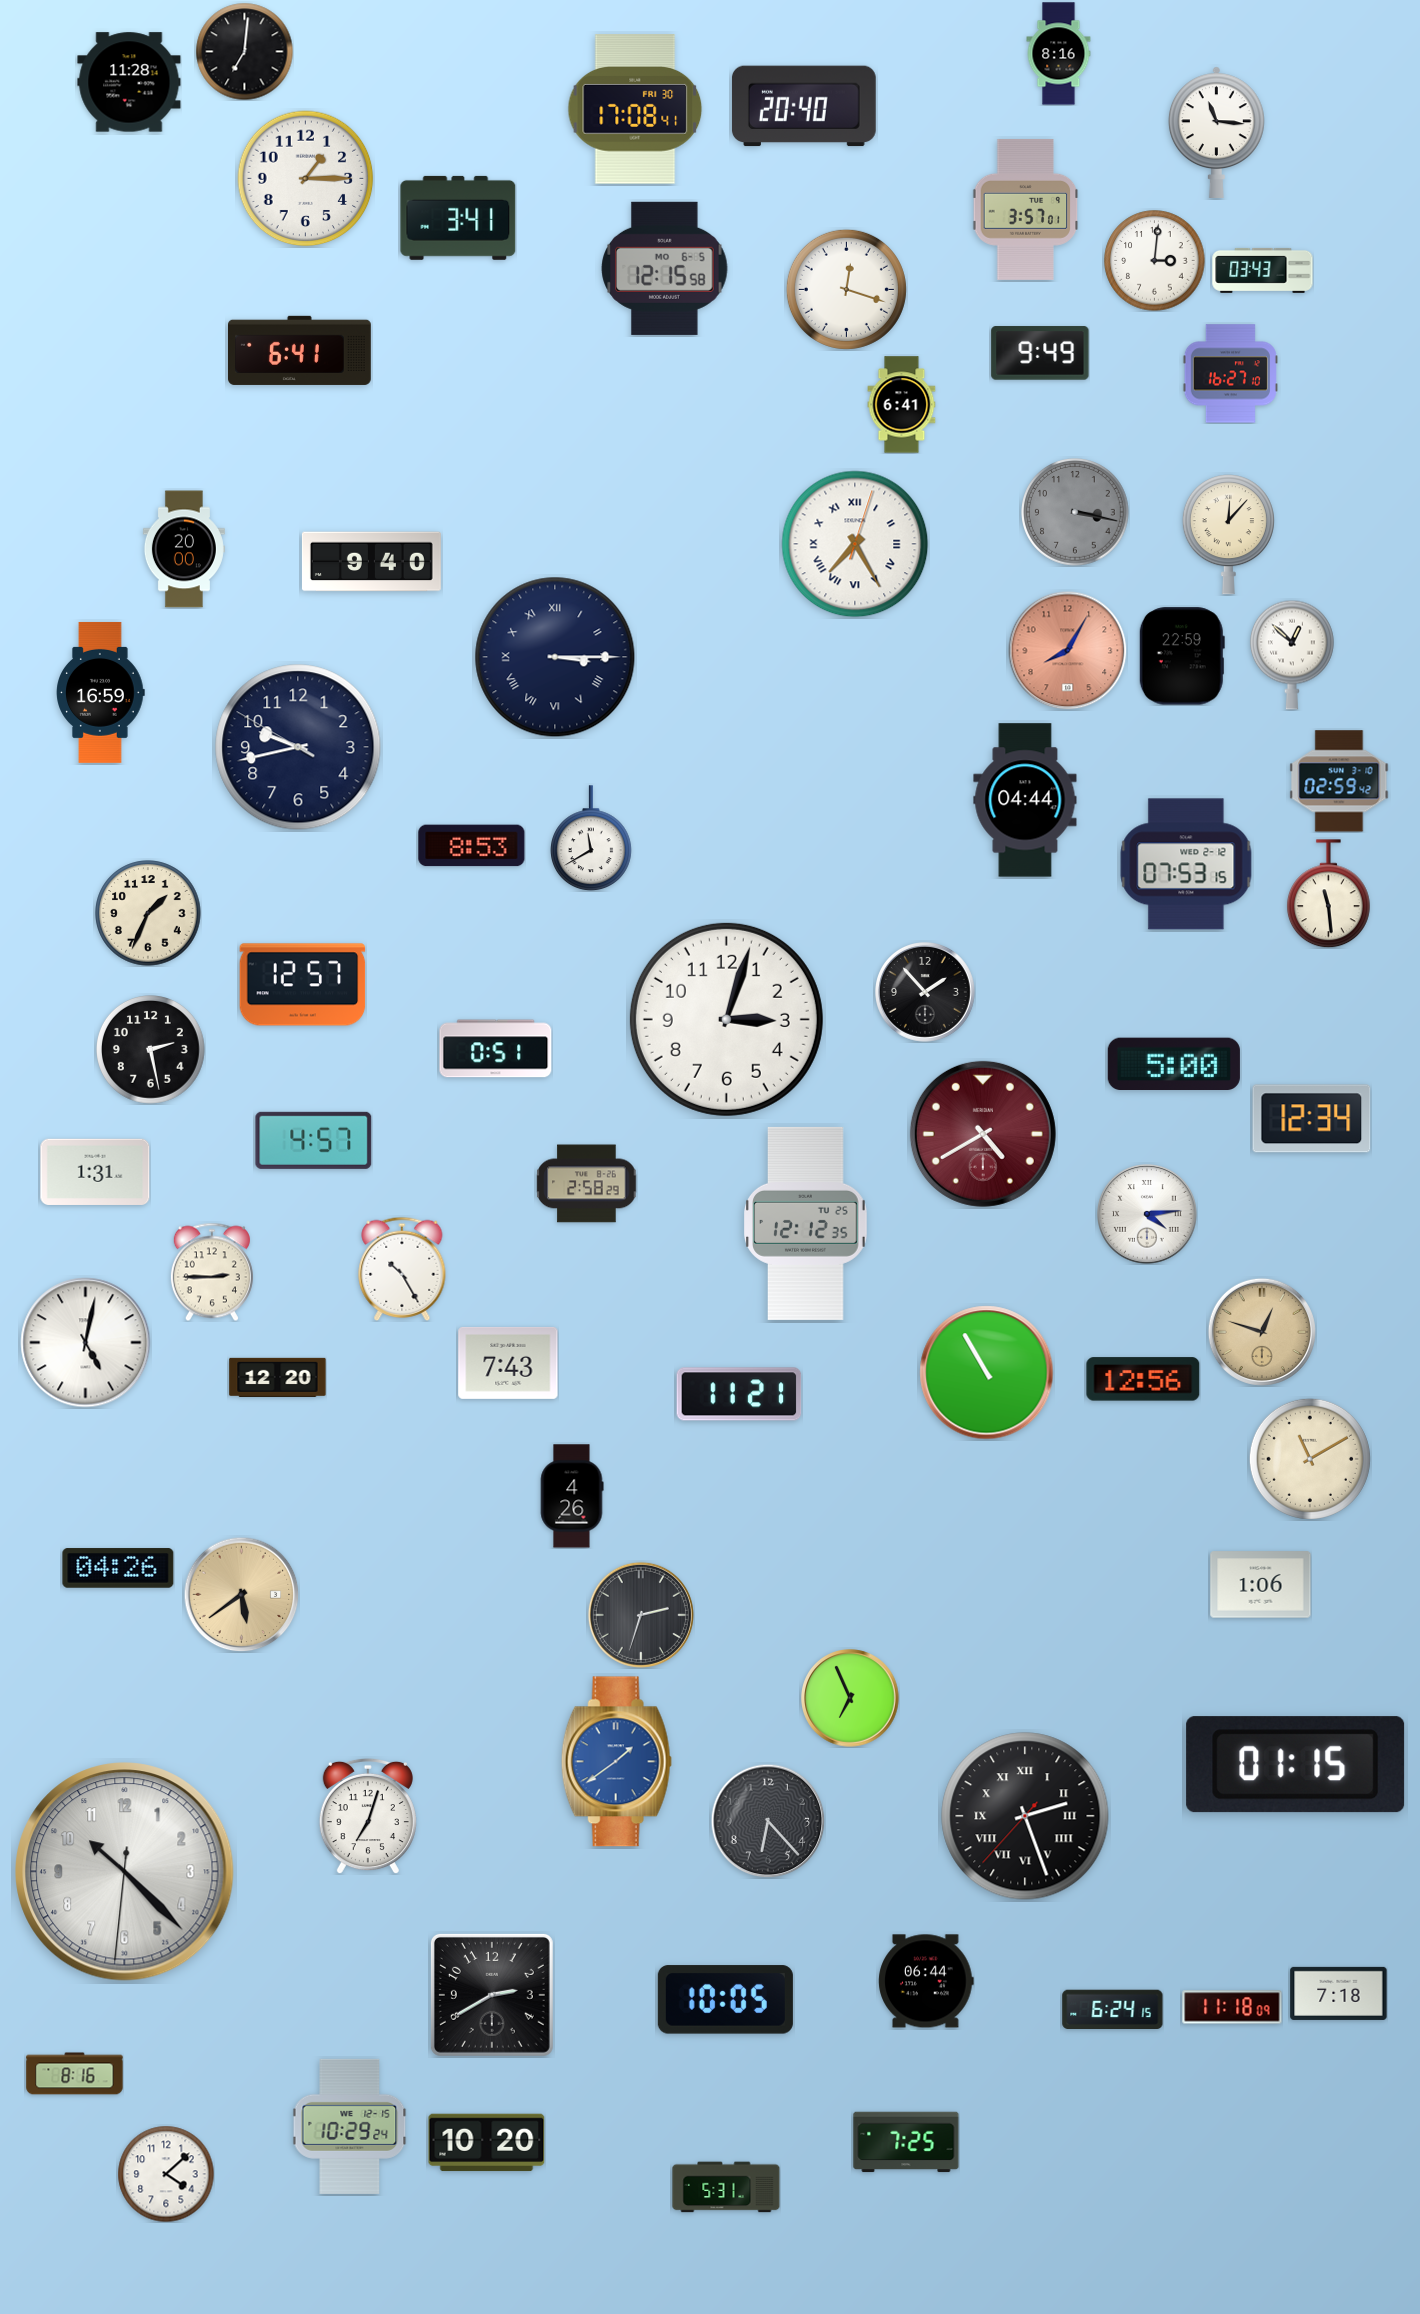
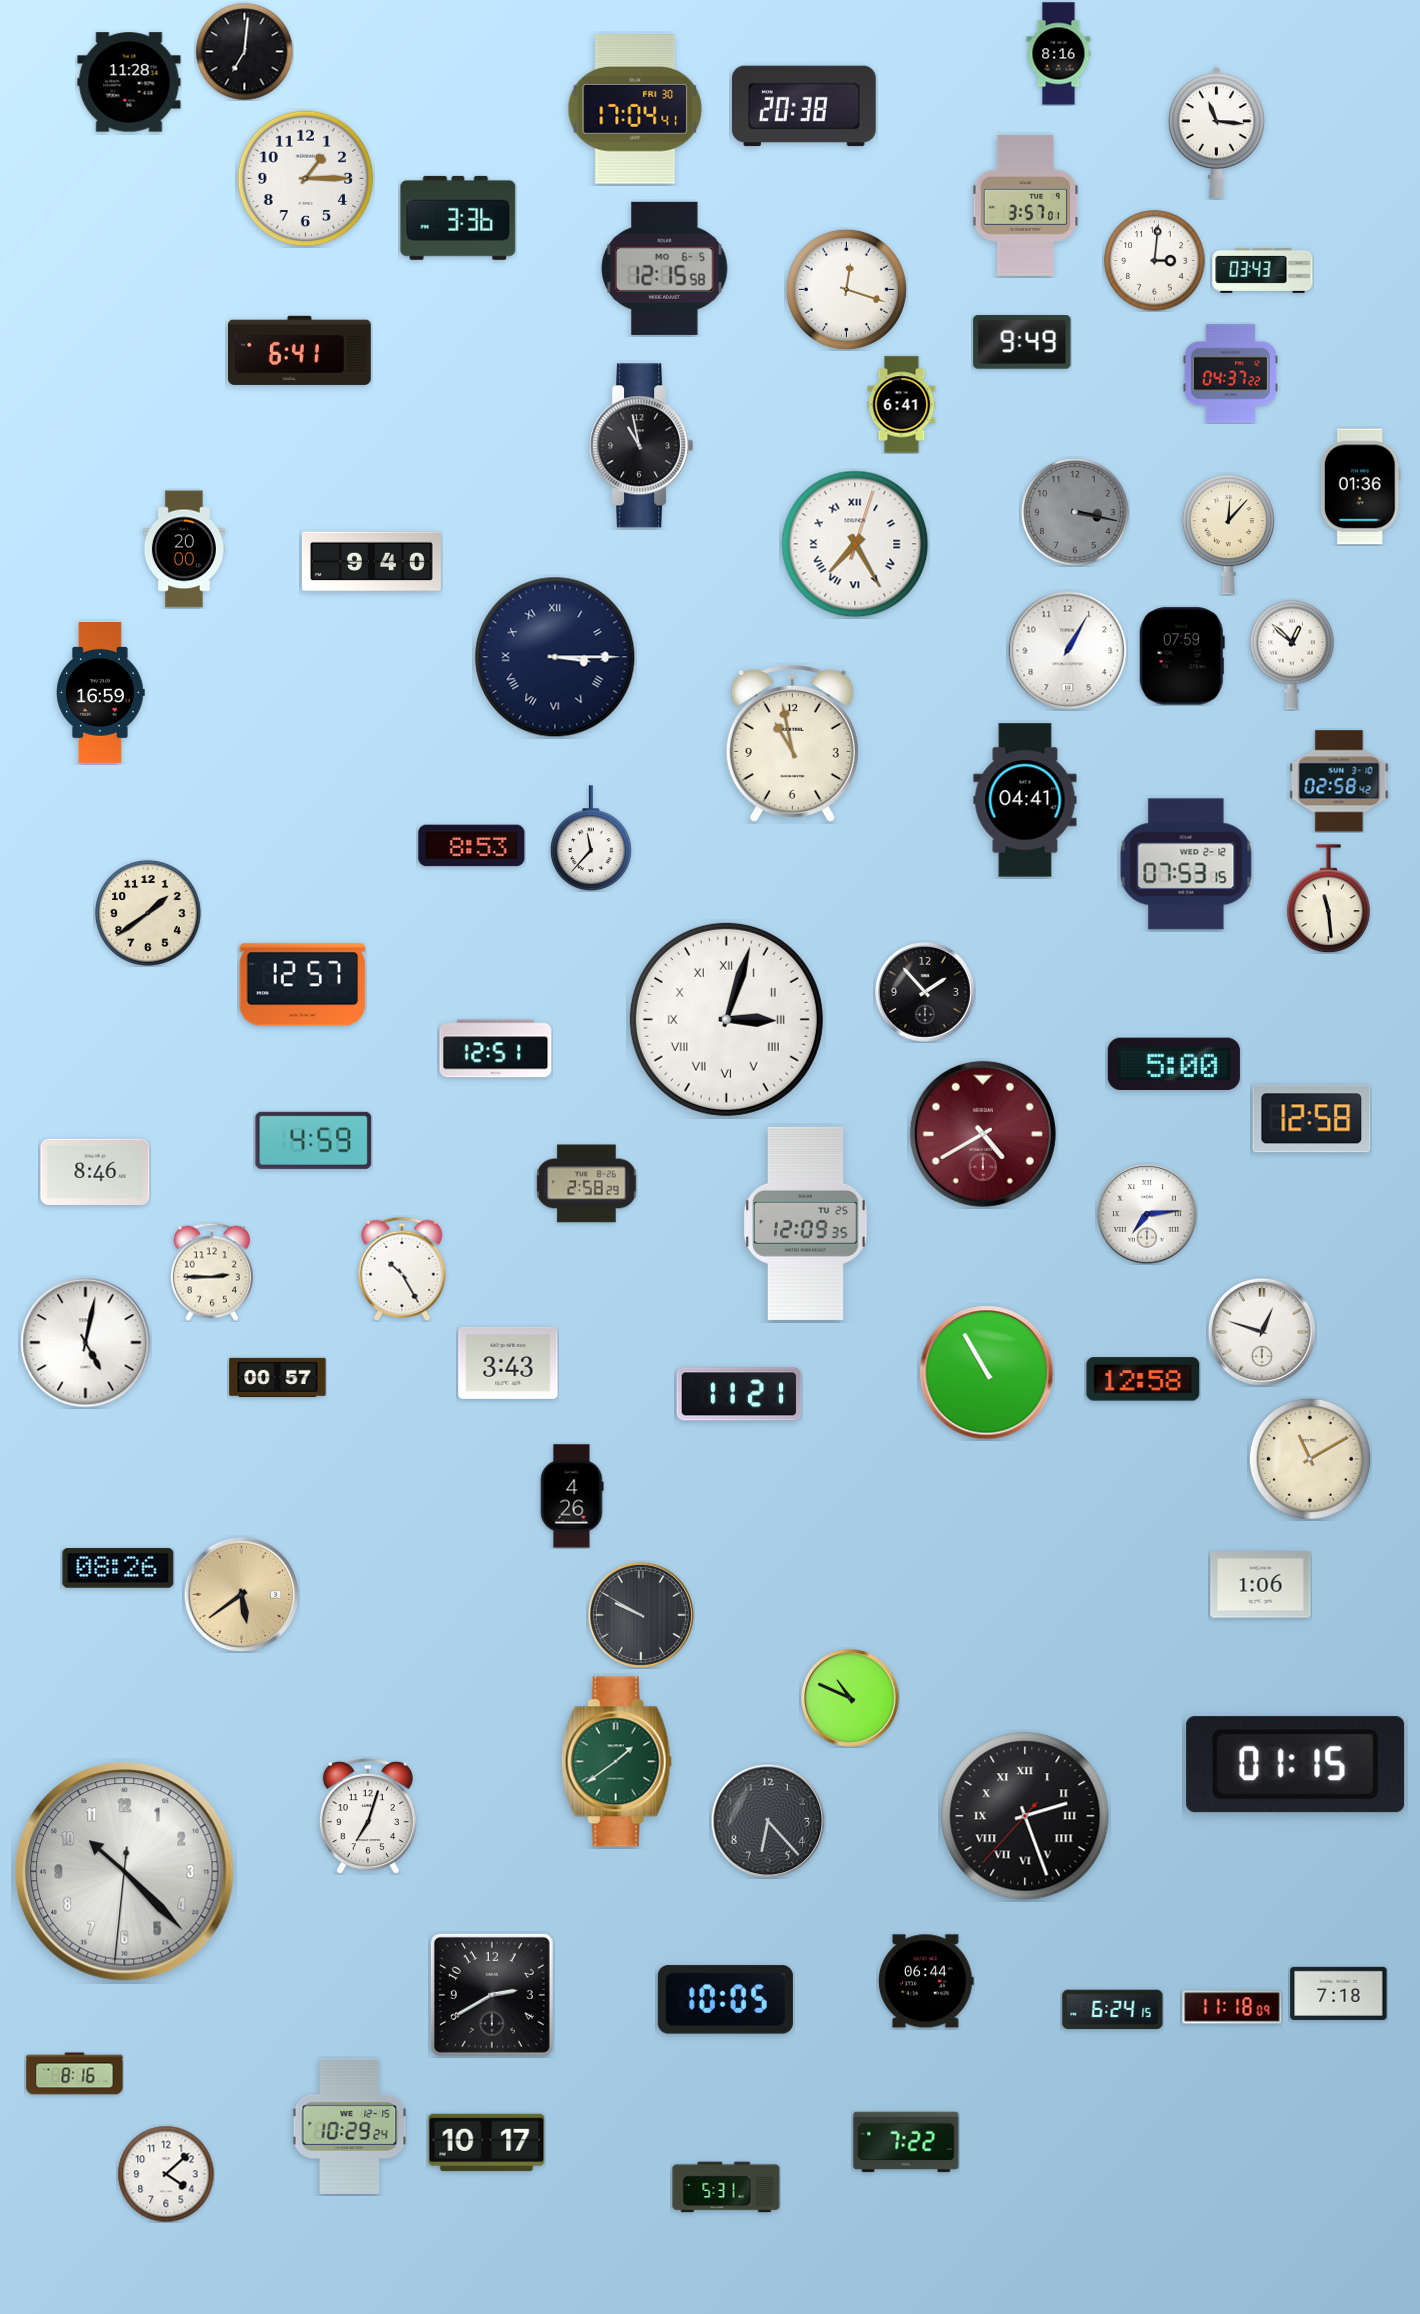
clock at (804, 106): 20:40 -> 20:38
clock at (635, 109): 17:08 -> 17:04
clock at (1026, 209) position: (1026, 209) -> (1026, 205)
clock at (458, 218): 3:41 -> 3:36
clock at (1040, 353) position: (1040, 353) -> (1022, 342)
clock at (1230, 374): 16:27 -> 04:37
clock at (642, 446): none -> 10:58
clock at (1360, 487): none -> 01:36
clock at (1068, 651): 8:05 -> 1:05
clock at (1068, 651) dial: salmon -> white
clock at (1182, 656): 22:59 -> 07:59
clock at (792, 743): none -> 10:58
clock at (298, 747): 9:42 -> none
clock at (1339, 781): 02:59 -> 02:58
clock at (1025, 800): 04:44 -> 04:41
clock at (592, 838): 11:40 -> 11:37
clock at (1328, 894) position: (1328, 894) -> (1328, 899)
clock at (148, 913): 1:34 -> 1:39
clock at (726, 1019) numerals: Arabic -> Roman
clock at (496, 1049): 0:51 -> 12:51
clock at (151, 1050): 2:28 -> none
clock at (1312, 1119): 12:34 -> 12:58
clock at (314, 1140): 4:57 -> 4:59
clock at (95, 1171): 1:31 -> 8:46
clock at (1148, 1215): 4:14 -> 7:14
clock at (806, 1223): 12:12 -> 12:09
clock at (1262, 1332) dial: champagne -> white
clock at (508, 1363): 7:43 -> 3:43
clock at (278, 1377): 12:20 -> 00:57
clock at (1143, 1379): 12:56 -> 12:58
clock at (118, 1568): 04:26 -> 08:26
clock at (641, 1615): 2:33 -> 9:50
clock at (850, 1698): 6:56 -> 10:49
clock at (616, 1762) dial: blue -> green
clock at (906, 2142): 7:25 -> 7:22
clock at (487, 2143): 10:20 -> 10:17
